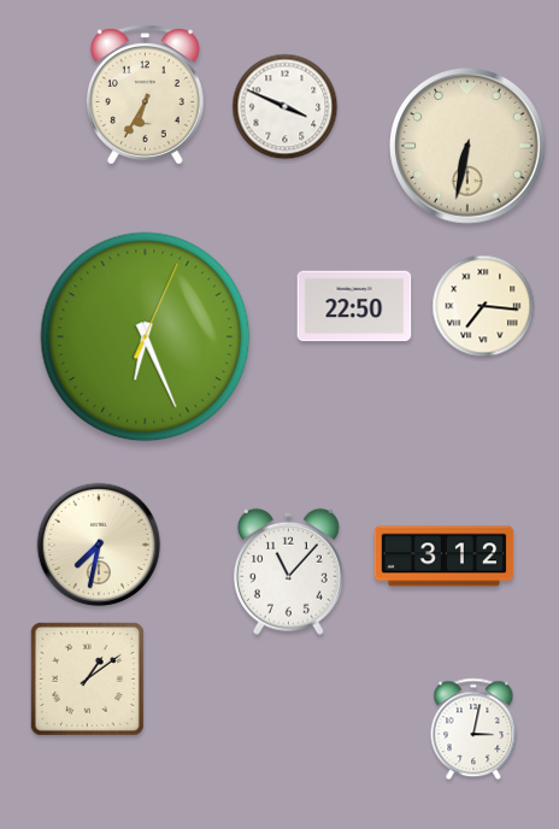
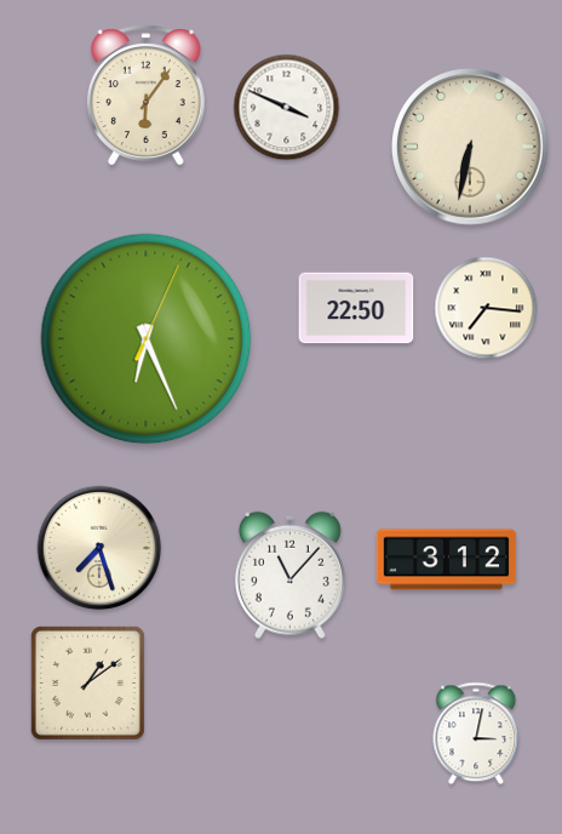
clock at (145, 95): 6:35 -> 6:06
clock at (99, 545): 7:32 -> 7:27
